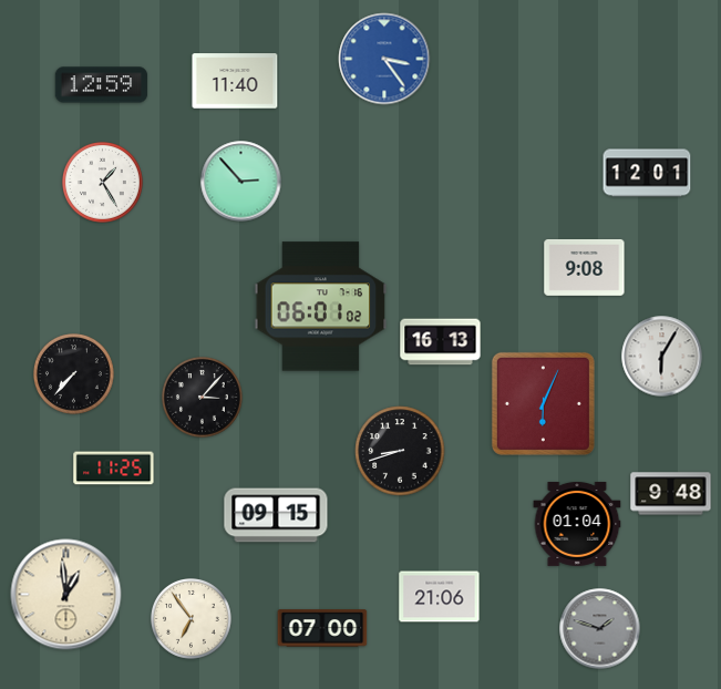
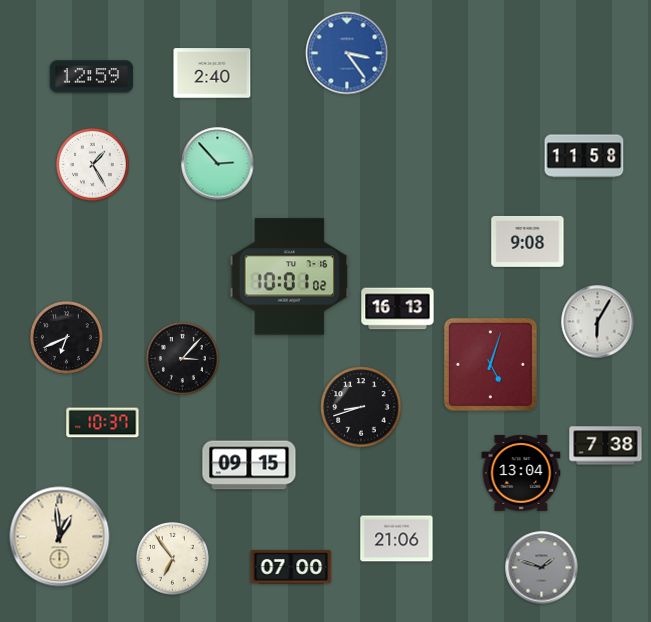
clock at (235, 81): 11:40 -> 2:40
clock at (647, 173): 12:01 -> 11:58
clock at (321, 307): 06:01 -> 10:01
clock at (74, 374): 7:37 -> 6:41
clock at (543, 403): 6:04 -> 5:03
clock at (114, 469): 11:25 -> 10:37
clock at (671, 494): 9:48 -> 7:38
clock at (577, 524): 01:04 -> 13:04
